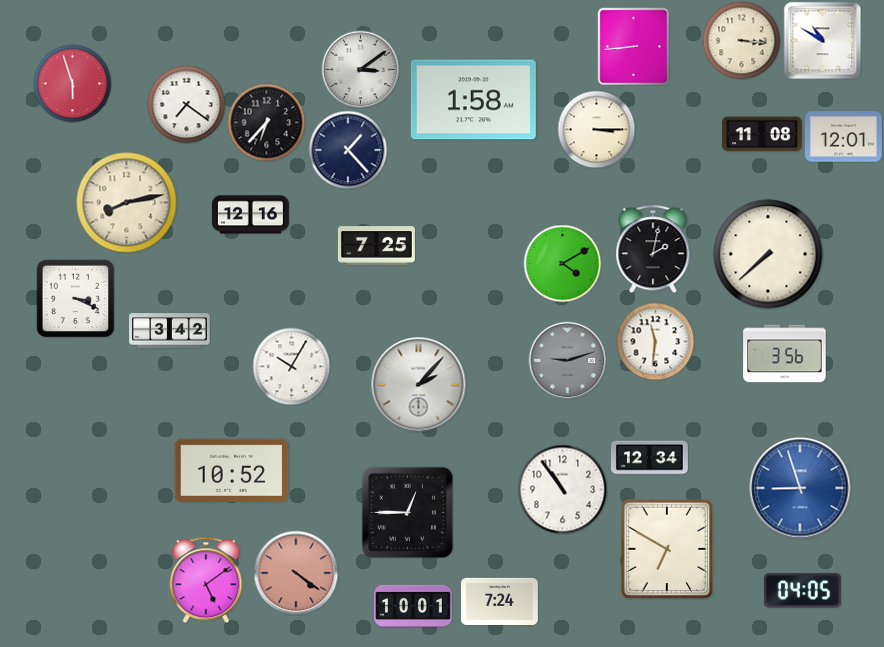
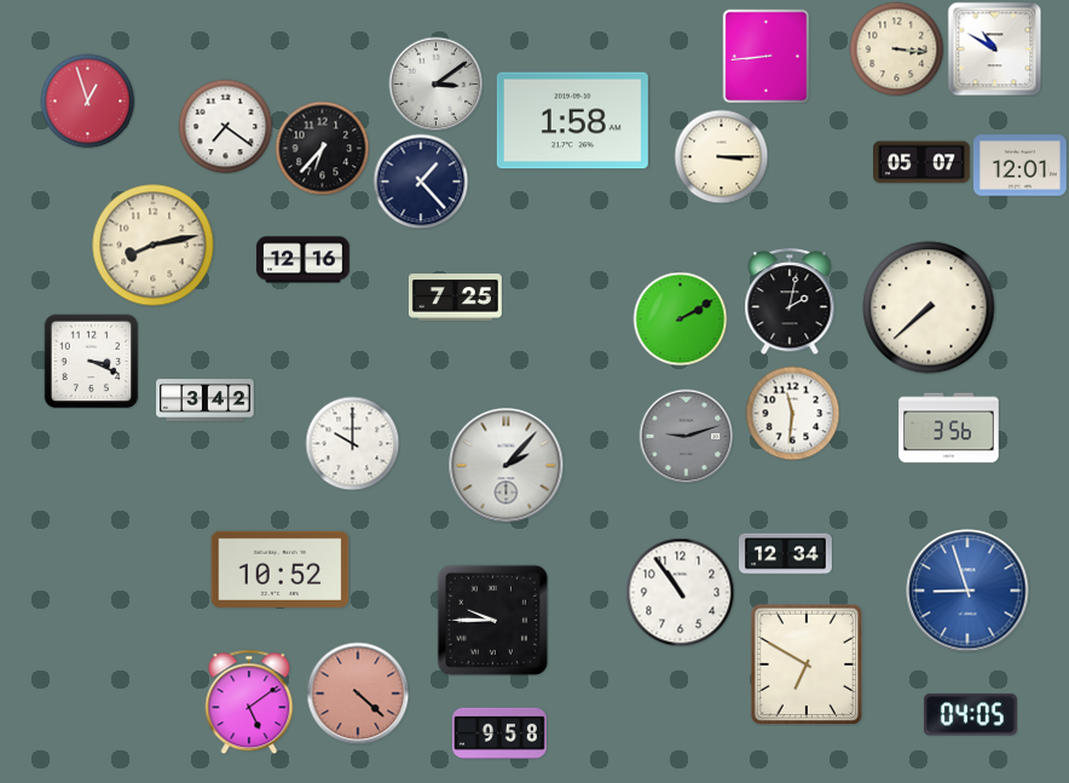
clock at (72, 83): 5:57 -> 12:57
clock at (763, 134): 11:08 -> 05:07
clock at (562, 263): 4:10 -> 2:10
clock at (291, 366): 10:05 -> 10:00
clock at (407, 512): 12:45 -> 9:45
clock at (296, 573): 4:21 -> 4:22
clock at (499, 601): 7:24 -> none
clock at (414, 605): 10:01 -> 9:58
